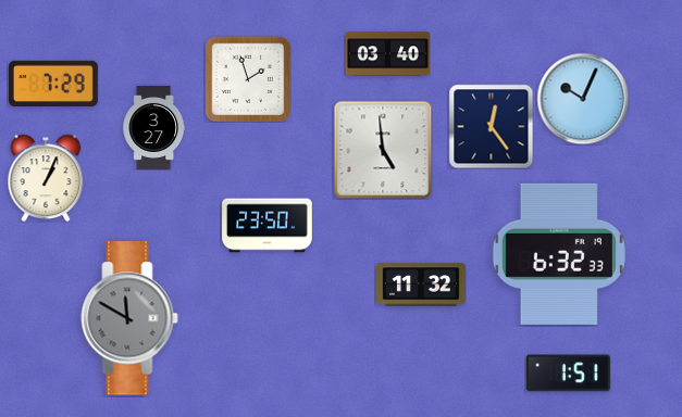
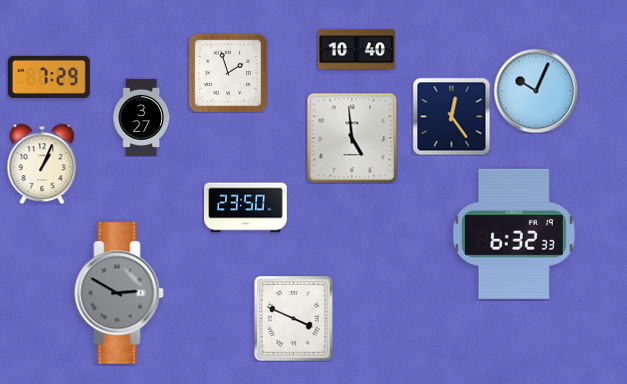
clock at (387, 54): 03:40 -> 10:40
clock at (422, 285): 11:32 -> none
clock at (129, 318): 11:50 -> 2:50
clock at (294, 319): none -> 3:49
clock at (568, 374): 1:51 -> none
